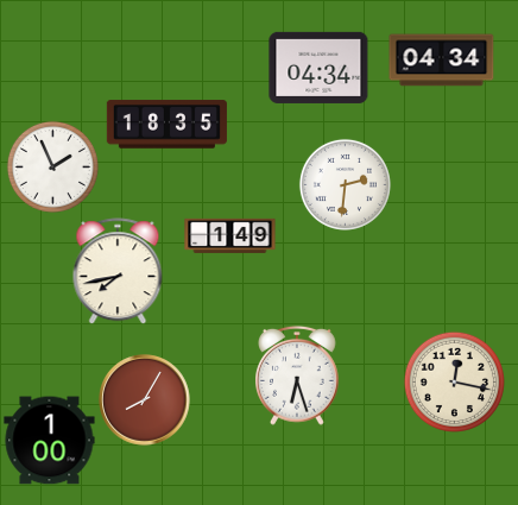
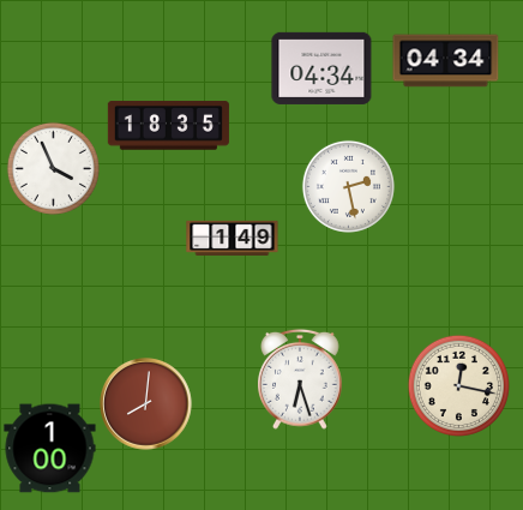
clock at (52, 166): 1:56 -> 3:56
clock at (345, 184): 2:31 -> 2:28
clock at (118, 271): 7:43 -> none
clock at (145, 400): 8:05 -> 8:01
clock at (50, 441) position: (50, 441) -> (50, 449)
